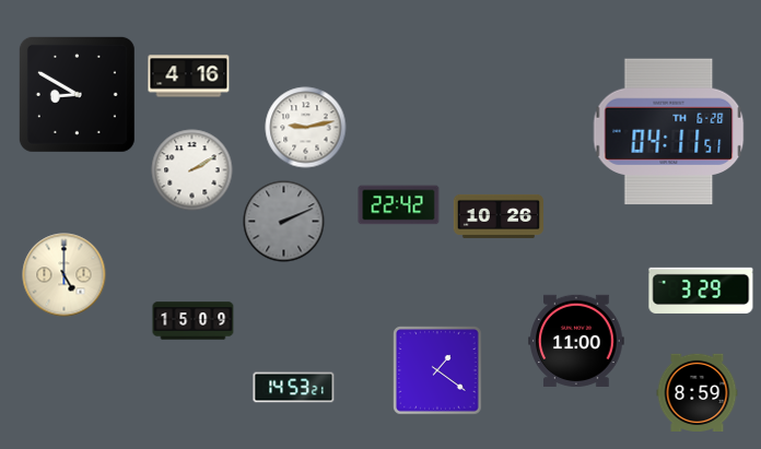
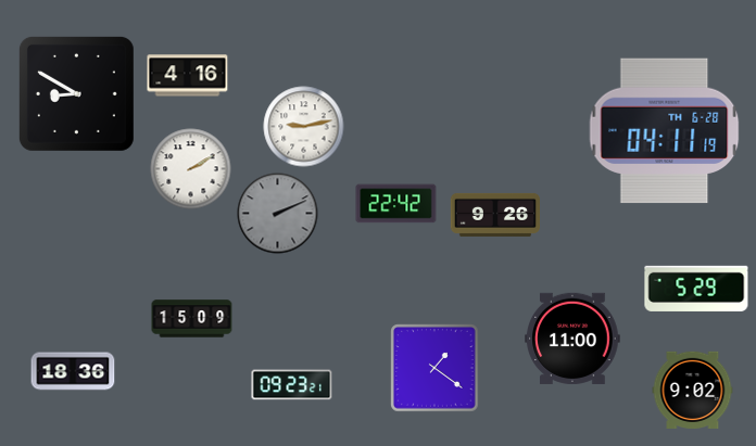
clock at (669, 132): 04:11:51 -> 04:11:19
clock at (497, 216): 10:26 -> 9:26
clock at (284, 222) position: (284, 222) -> (278, 214)
clock at (65, 275): 5:00 -> none
clock at (701, 291): 3:29 -> 5:29
clock at (73, 371): none -> 18:36
clock at (294, 388): 14:53 -> 09:23
clock at (698, 393): 8:59 -> 9:02
